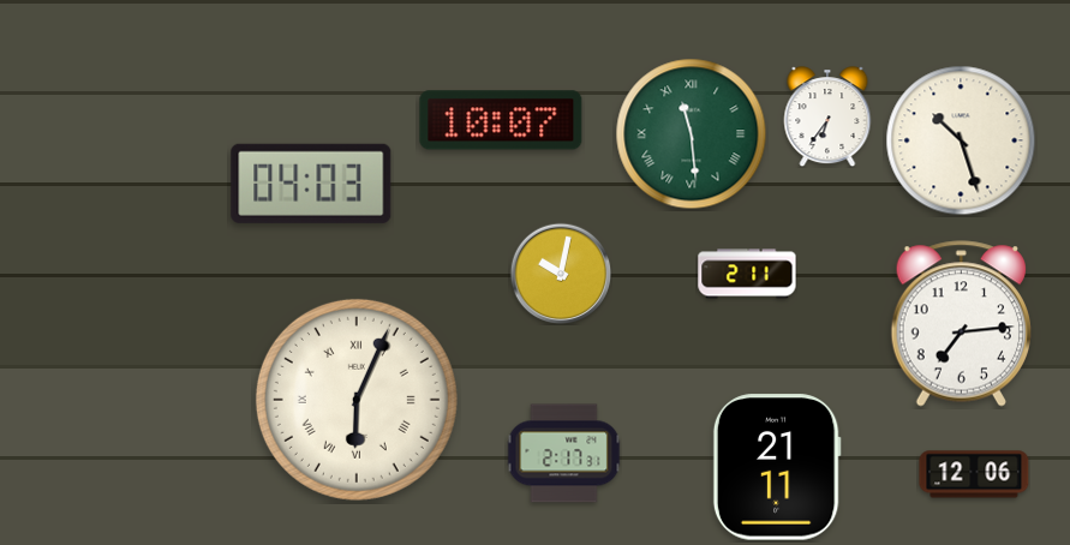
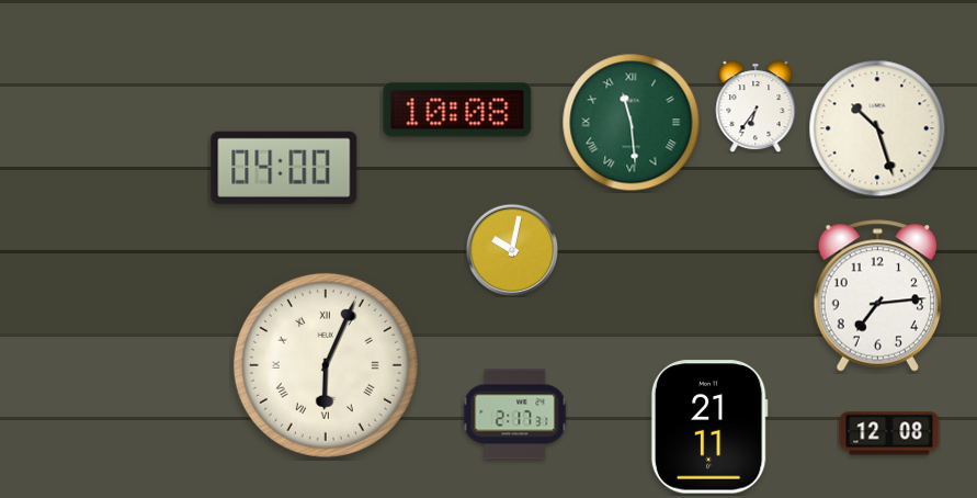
clock at (501, 120): 10:07 -> 10:08
clock at (311, 184): 04:03 -> 04:00
clock at (747, 274): 2:11 -> none
clock at (974, 474): 12:06 -> 12:08
